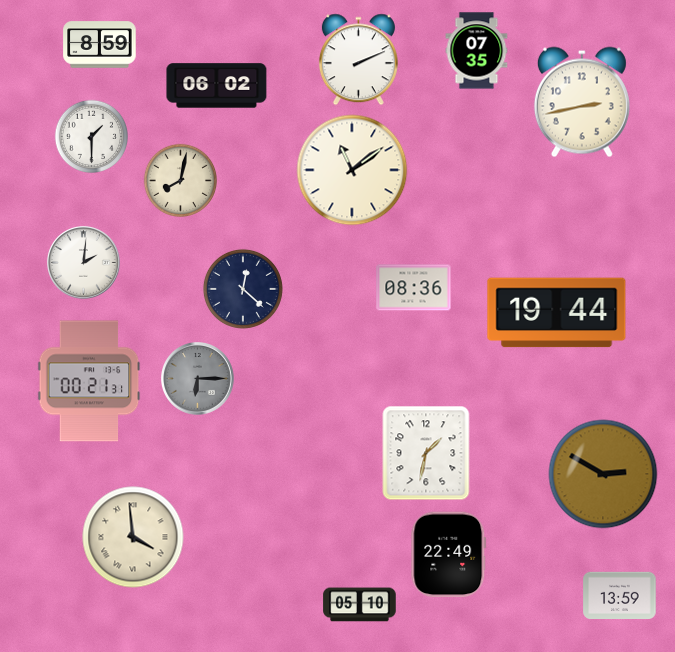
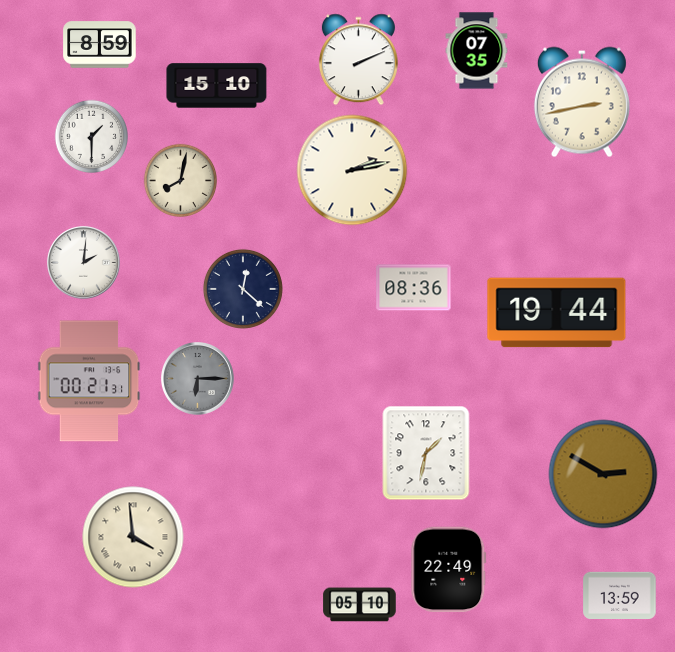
clock at (217, 86): 06:02 -> 15:10
clock at (352, 170): 11:09 -> 2:13
clock at (449, 555) position: (449, 555) -> (449, 570)
